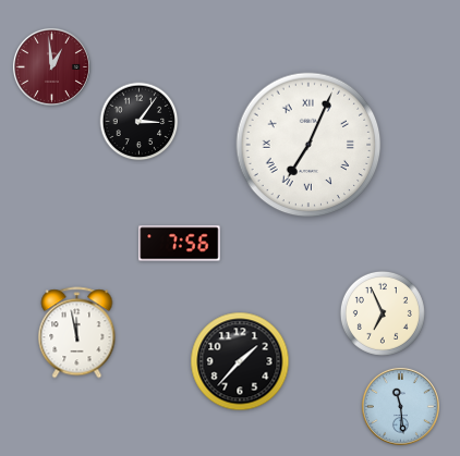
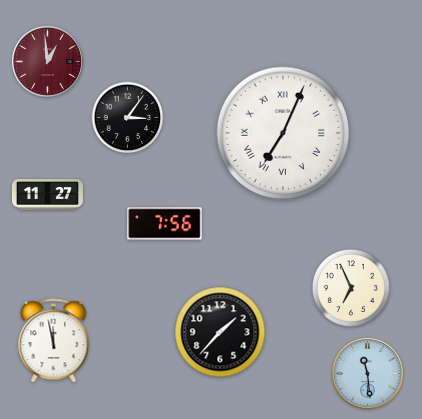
clock at (140, 122) position: (140, 122) -> (128, 118)
clock at (47, 195): none -> 11:27
clock at (77, 333) position: (77, 333) -> (54, 341)
